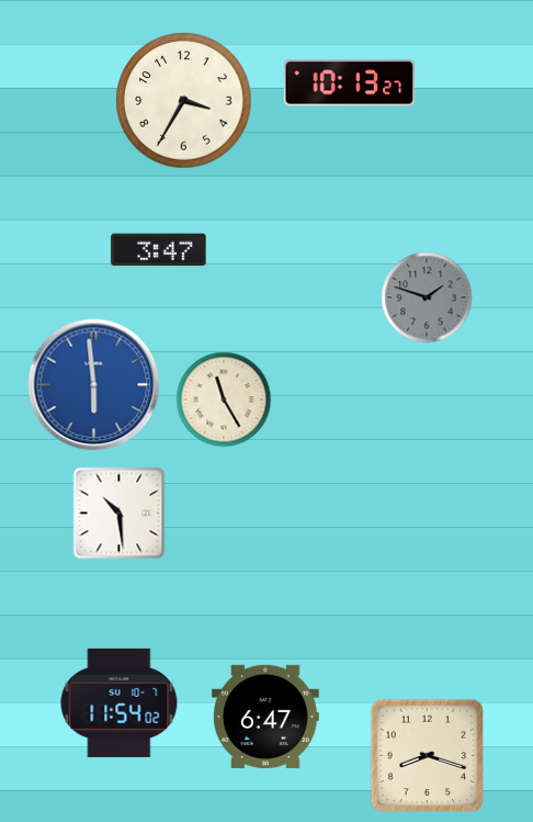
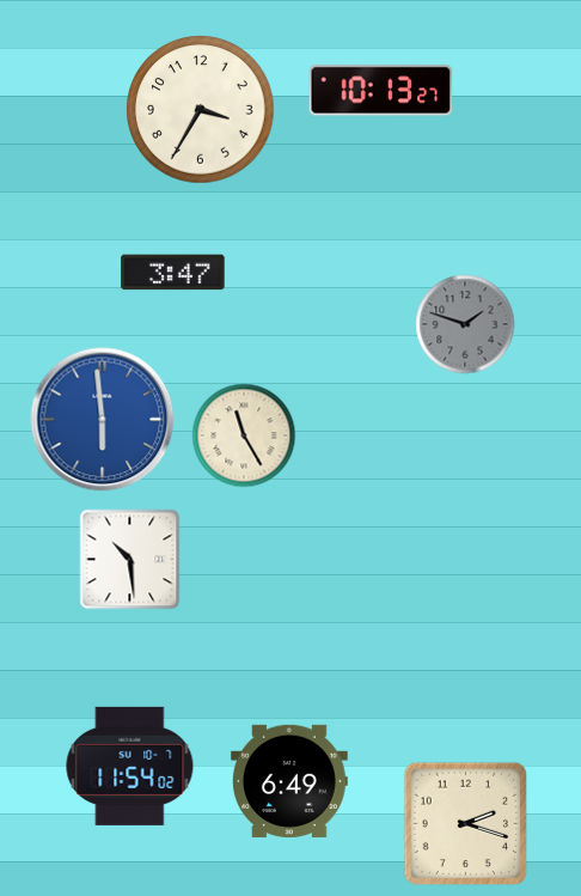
clock at (265, 717): 6:47 -> 6:49
clock at (428, 756): 8:18 -> 2:18
